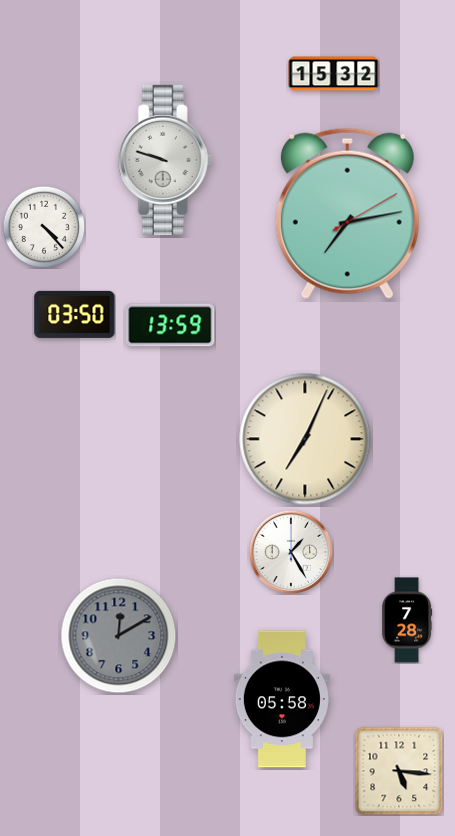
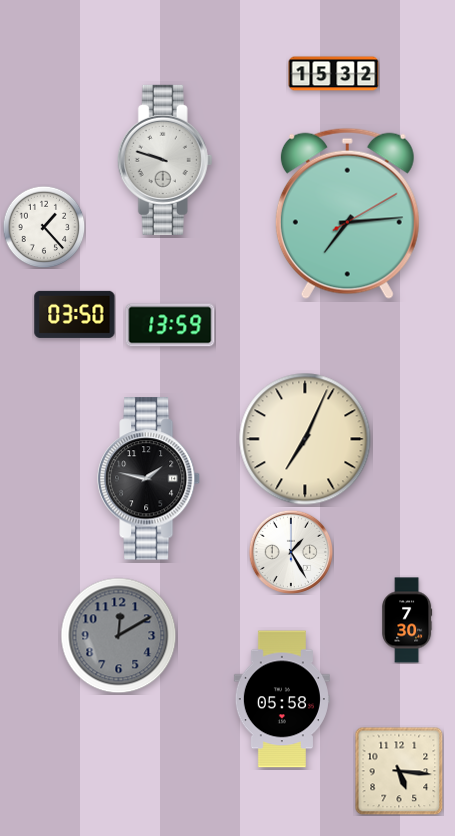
clock at (347, 213): 7:13 -> 7:14
clock at (44, 227): 4:23 -> 1:23
clock at (149, 479): none -> 1:47
clock at (407, 620): 7:28 -> 7:30
